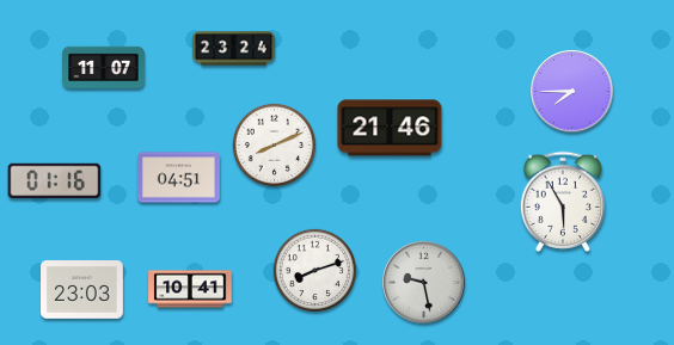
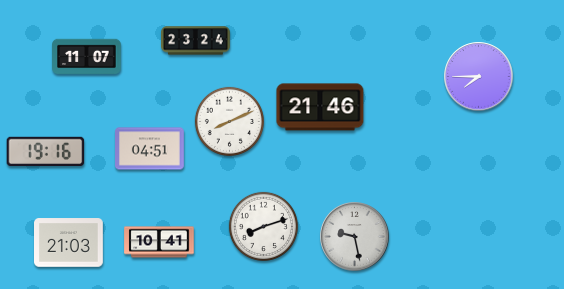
clock at (390, 128) position: (390, 128) -> (320, 107)
clock at (55, 180): 01:16 -> 19:16
clock at (562, 202): 5:55 -> none
clock at (82, 290): 23:03 -> 21:03
